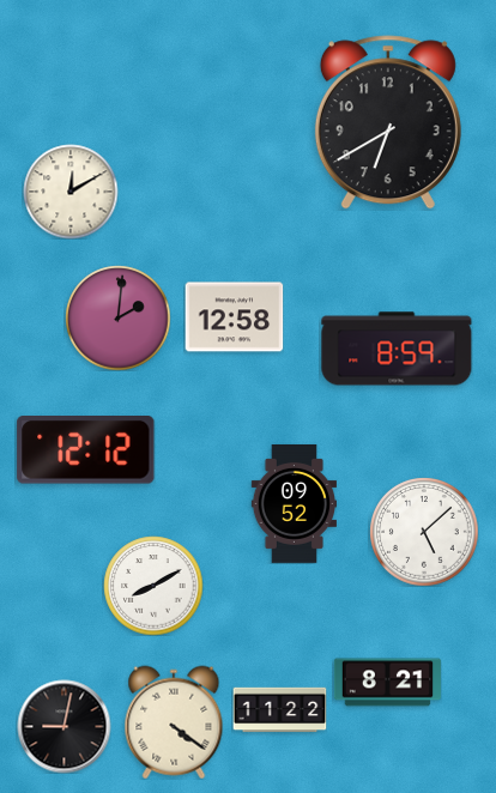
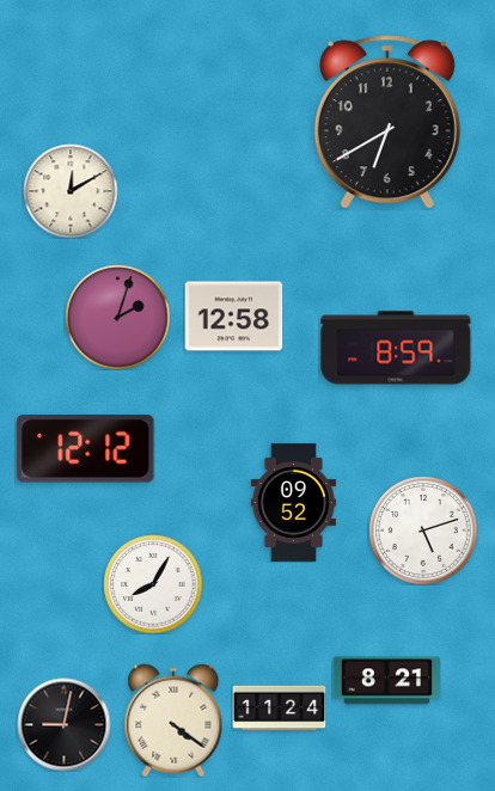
clock at (117, 317): 2:01 -> 2:03
clock at (424, 532): 5:08 -> 5:12
clock at (153, 586): 8:10 -> 8:05
clock at (279, 710): 11:22 -> 11:24
